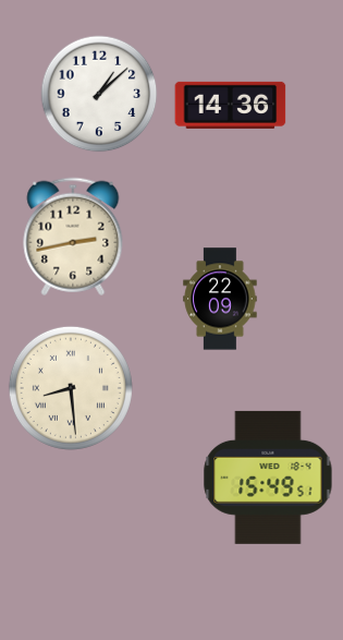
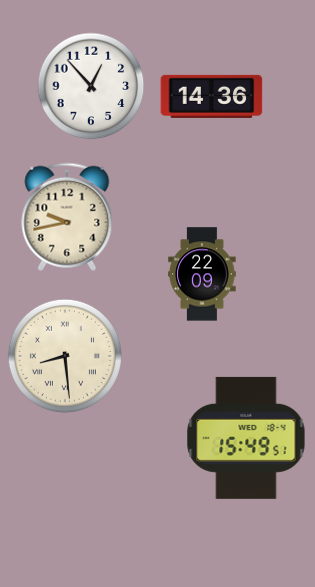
clock at (99, 94): 1:08 -> 12:53
clock at (73, 237): 2:43 -> 9:43
